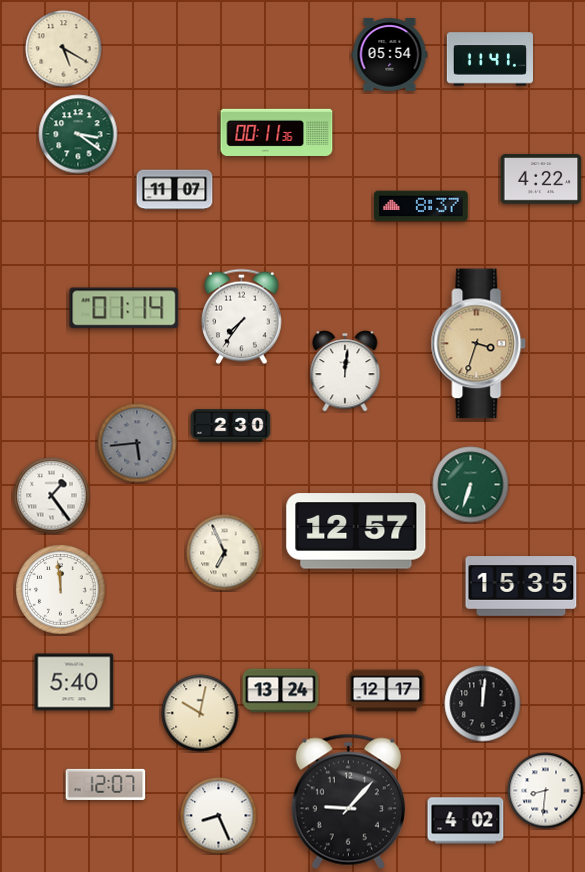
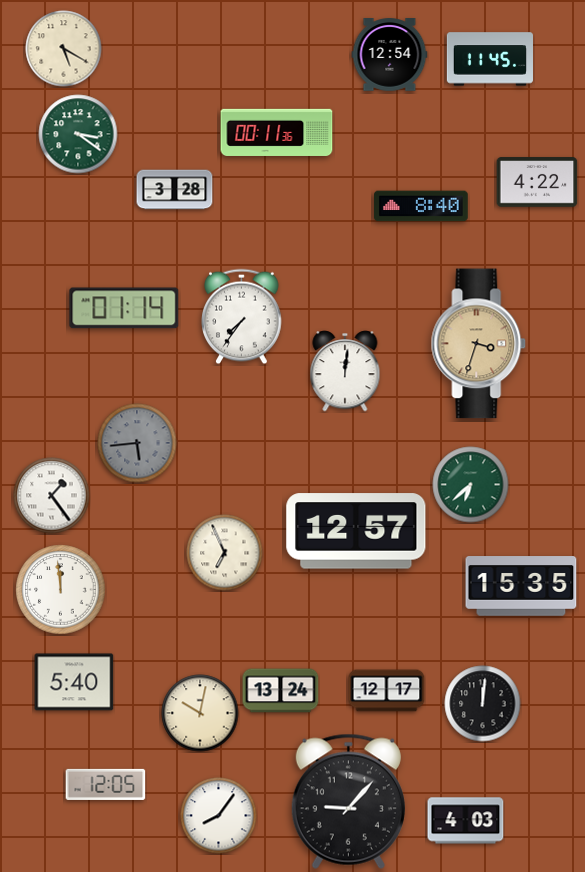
clock at (390, 55): 05:54 -> 12:54
clock at (489, 59): 11:41 -> 11:45
clock at (541, 179) position: (541, 179) -> (537, 182)
clock at (175, 190): 11:07 -> 3:28
clock at (421, 206): 8:37 -> 8:40
clock at (231, 426): 2:30 -> none
clock at (471, 485): 6:33 -> 6:38
clock at (106, 784): 12:07 -> 12:05
clock at (546, 791): 8:31 -> none
clock at (219, 816): 8:26 -> 8:06
clock at (466, 821): 4:02 -> 4:03
